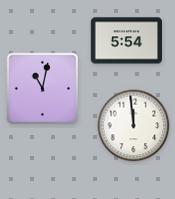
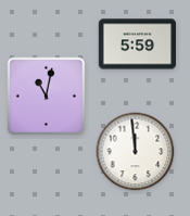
clock at (126, 41): 5:54 -> 5:59
clock at (134, 126) position: (134, 126) -> (136, 152)
